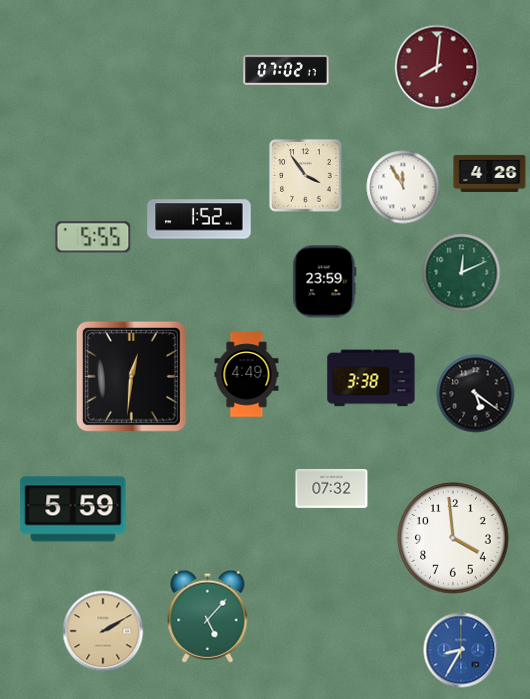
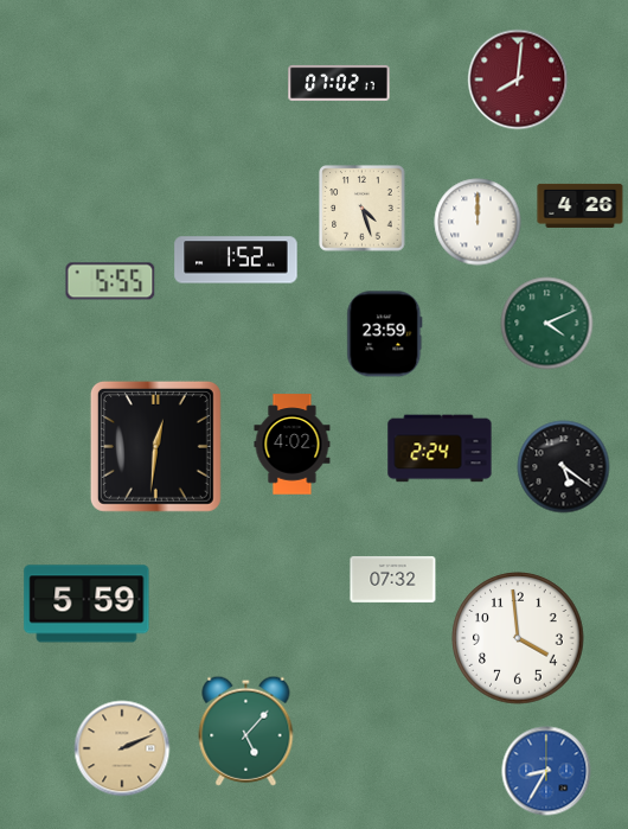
clock at (306, 176): 3:54 -> 4:27
clock at (403, 187): 11:55 -> 12:00
clock at (462, 273): 12:11 -> 4:11
clock at (247, 375): 4:49 -> 4:02
clock at (371, 378): 3:38 -> 2:24
clock at (453, 538) position: (453, 538) -> (518, 638)
clock at (103, 631): 2:10 -> 2:11
